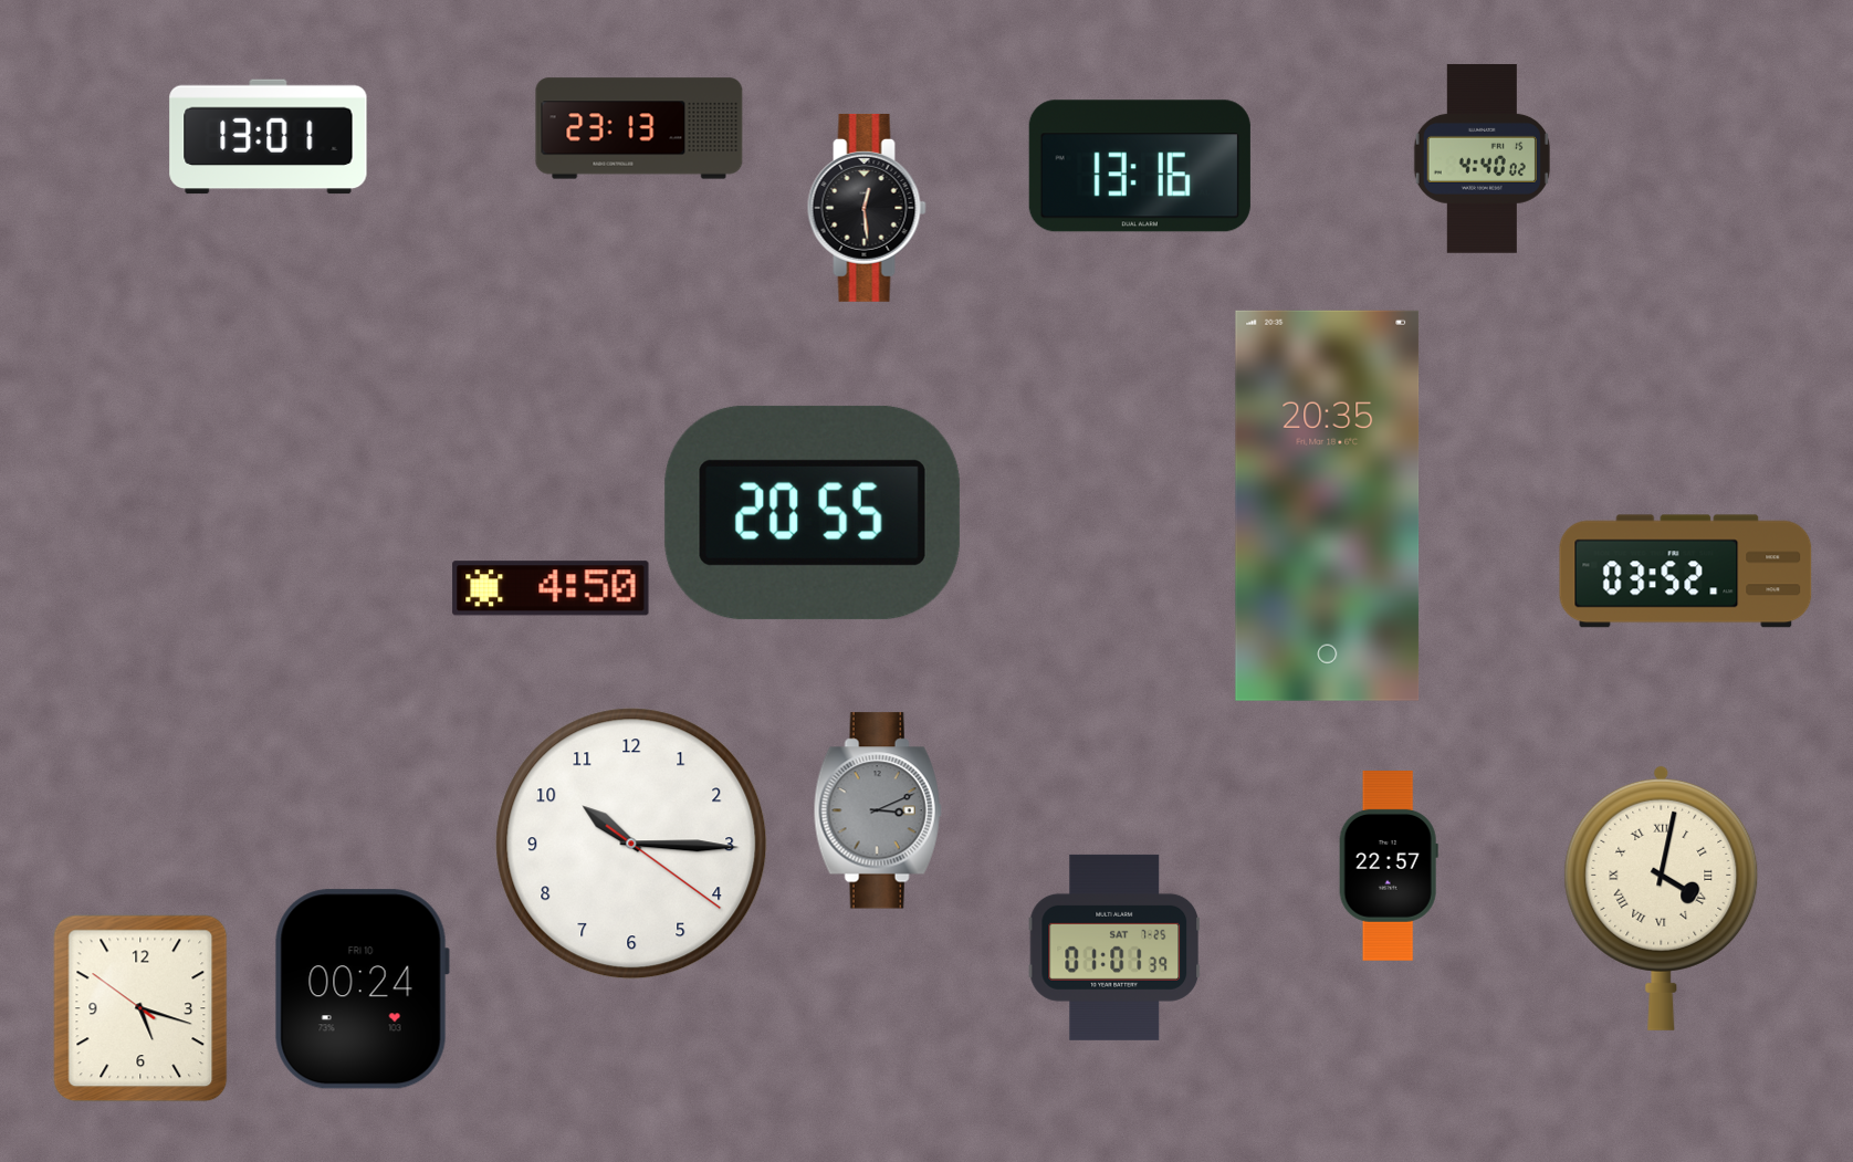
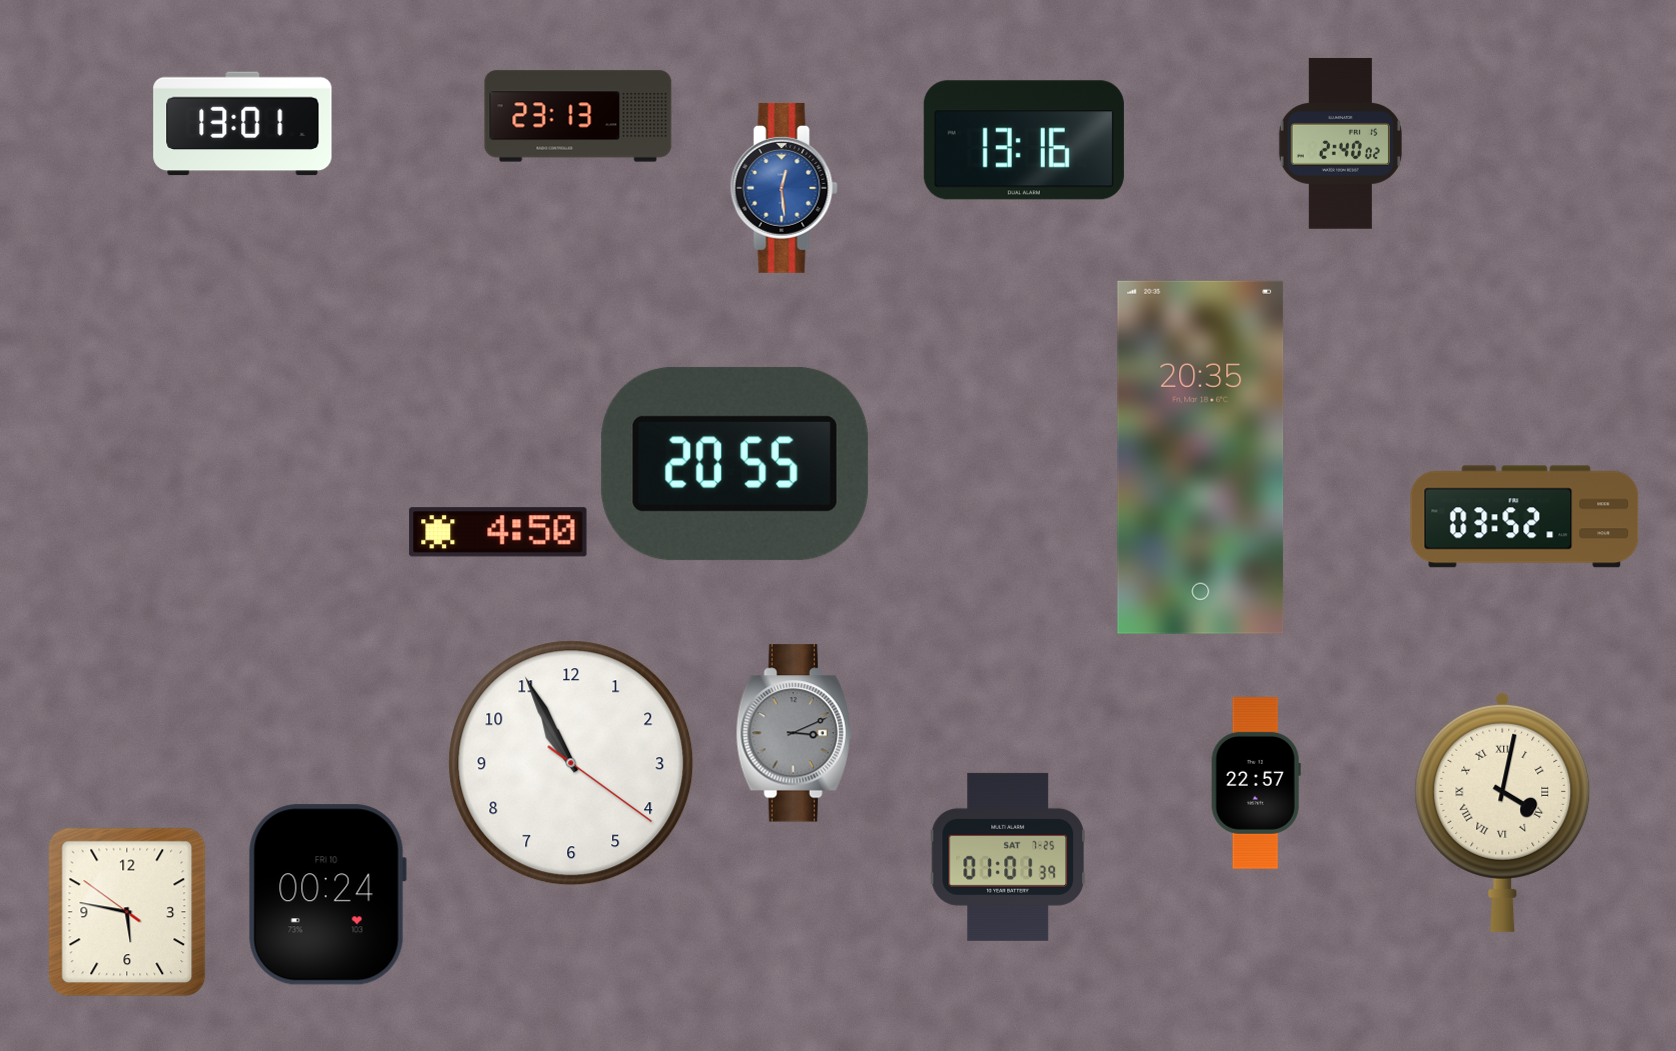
clock at (1482, 158): 4:40 -> 2:40
clock at (1140, 166) position: (1140, 166) -> (1024, 140)
clock at (867, 208) dial: black -> blue
clock at (631, 844): 10:15 -> 10:55
clock at (140, 1008): 5:17 -> 5:46
